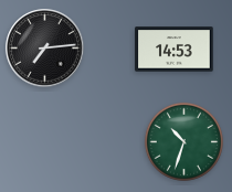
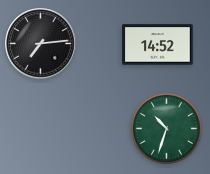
clock at (175, 50): 14:53 -> 14:52
